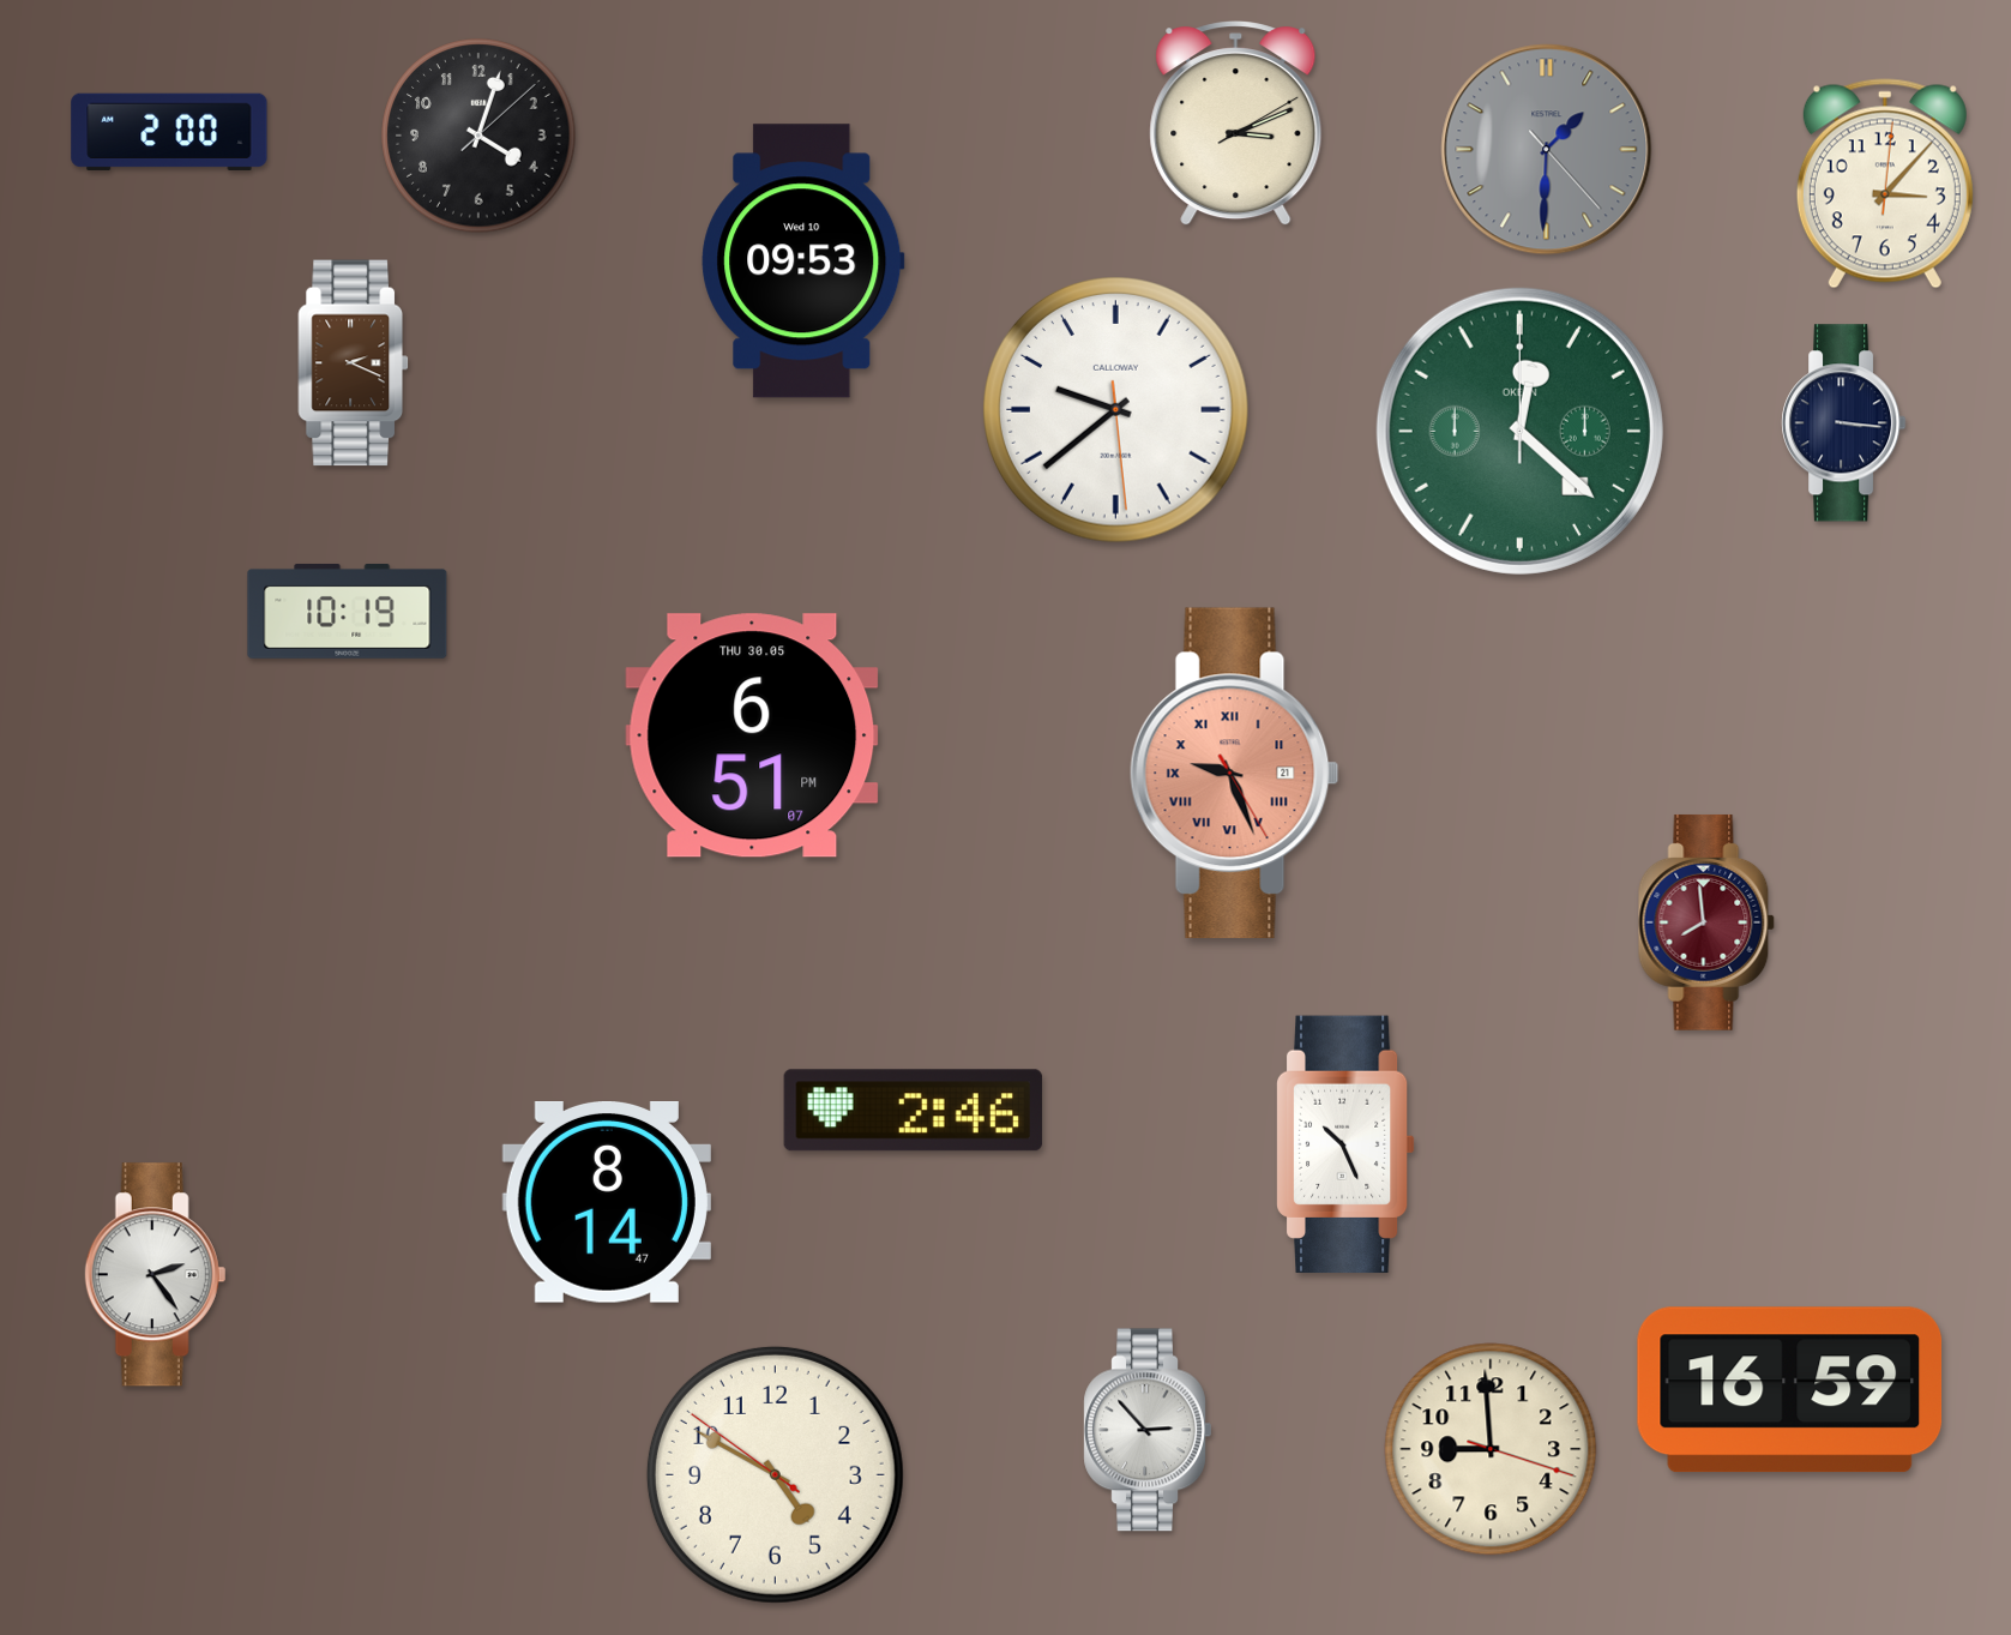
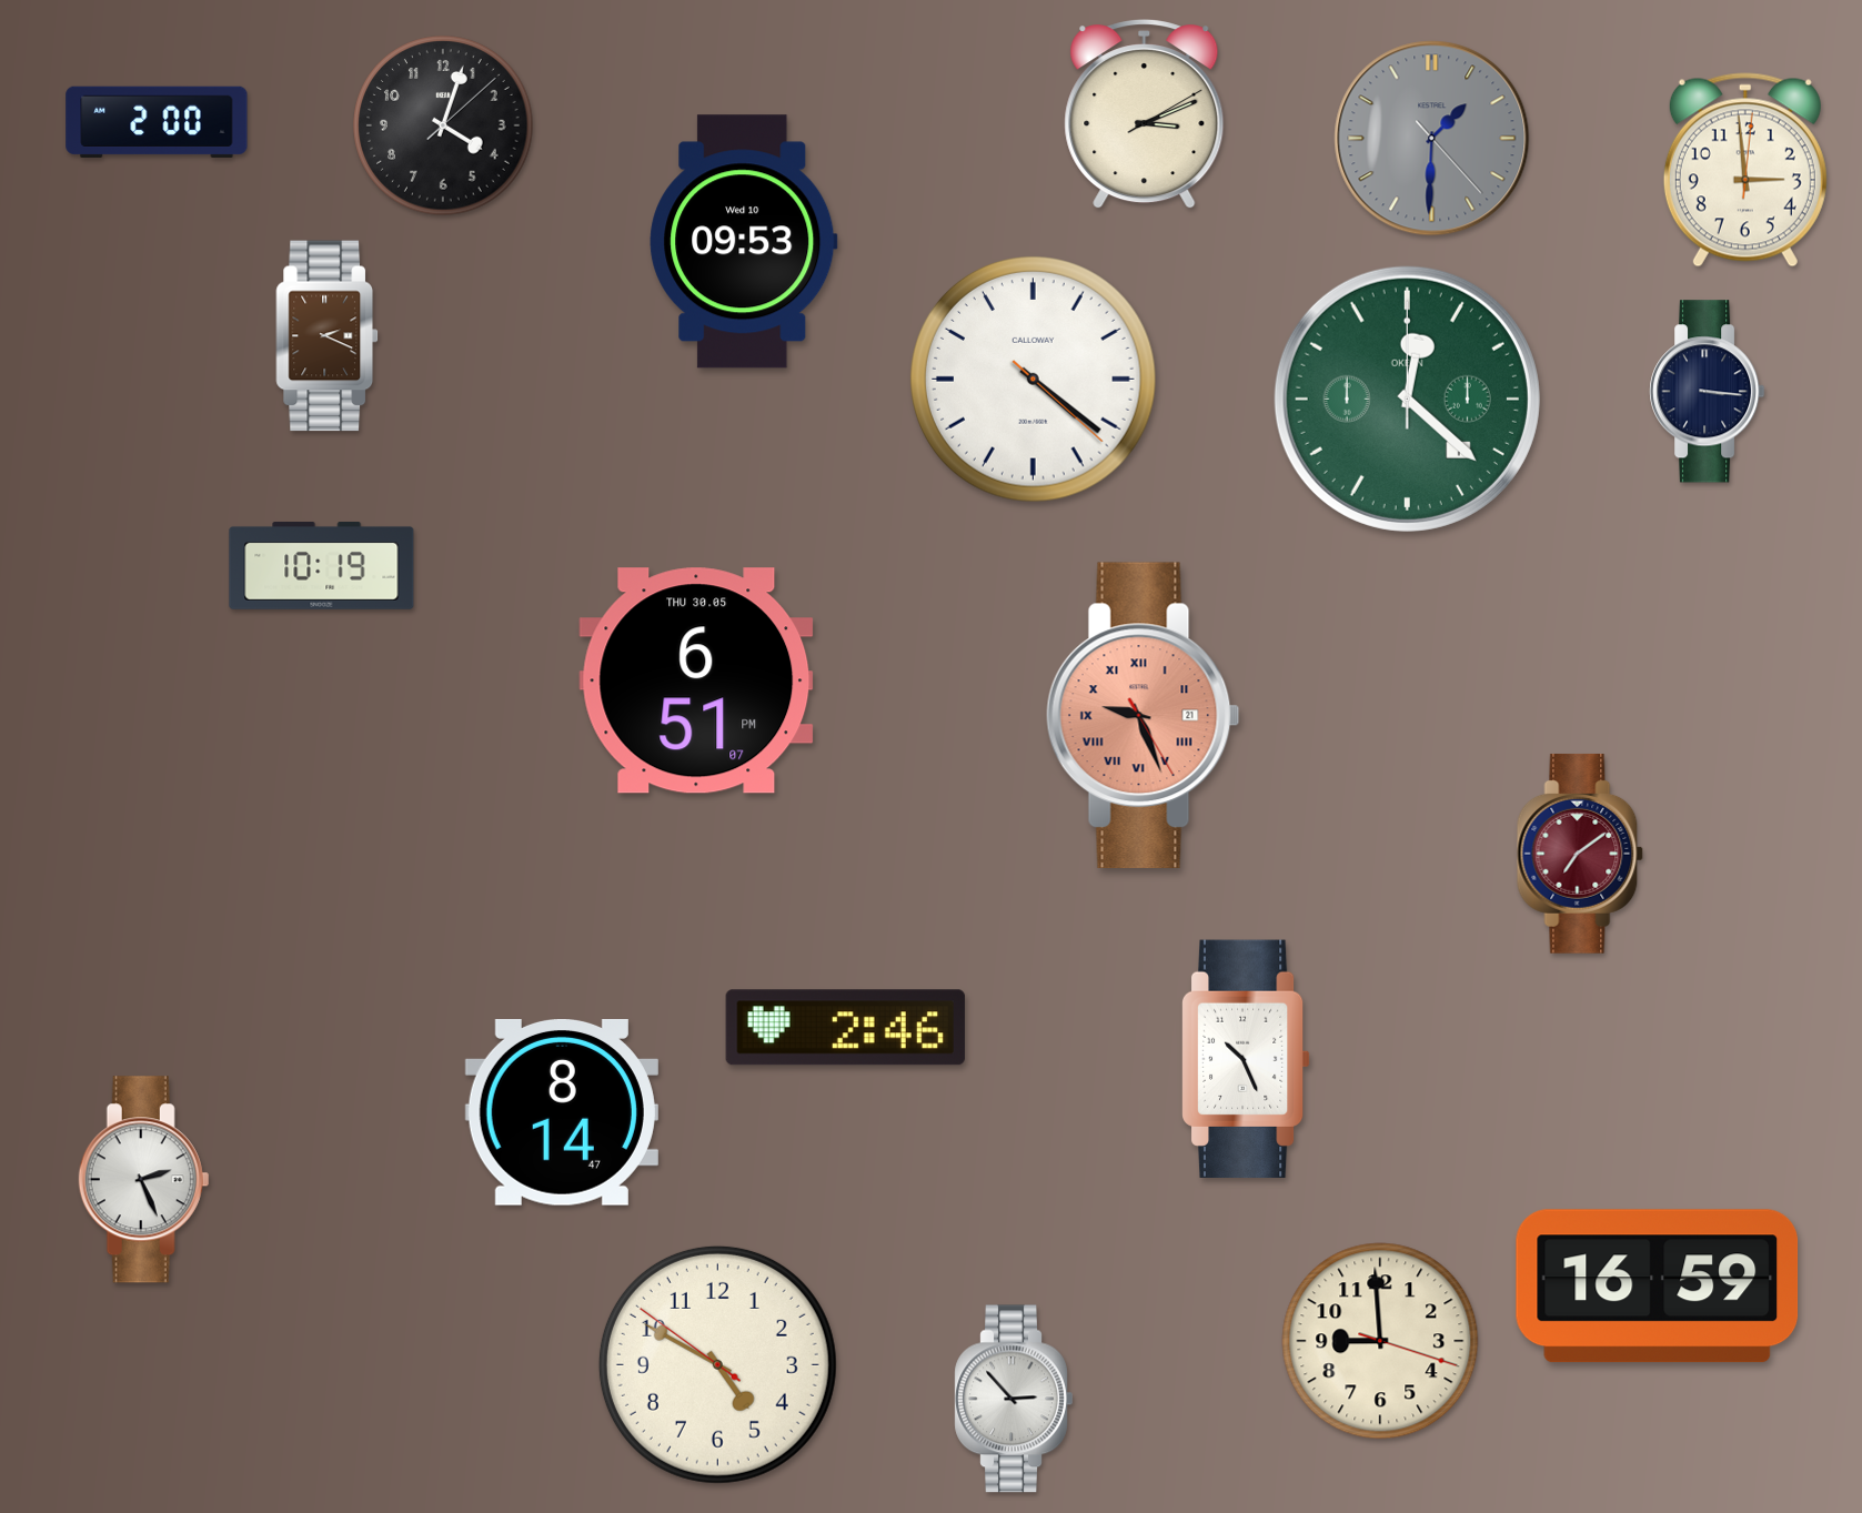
clock at (1885, 184): 3:07 -> 2:59
clock at (1116, 410): 9:38 -> 4:21
clock at (1706, 922): 7:59 -> 7:09
clock at (156, 1275): 2:24 -> 2:26
clock at (1148, 1430) position: (1148, 1430) -> (1014, 1399)
